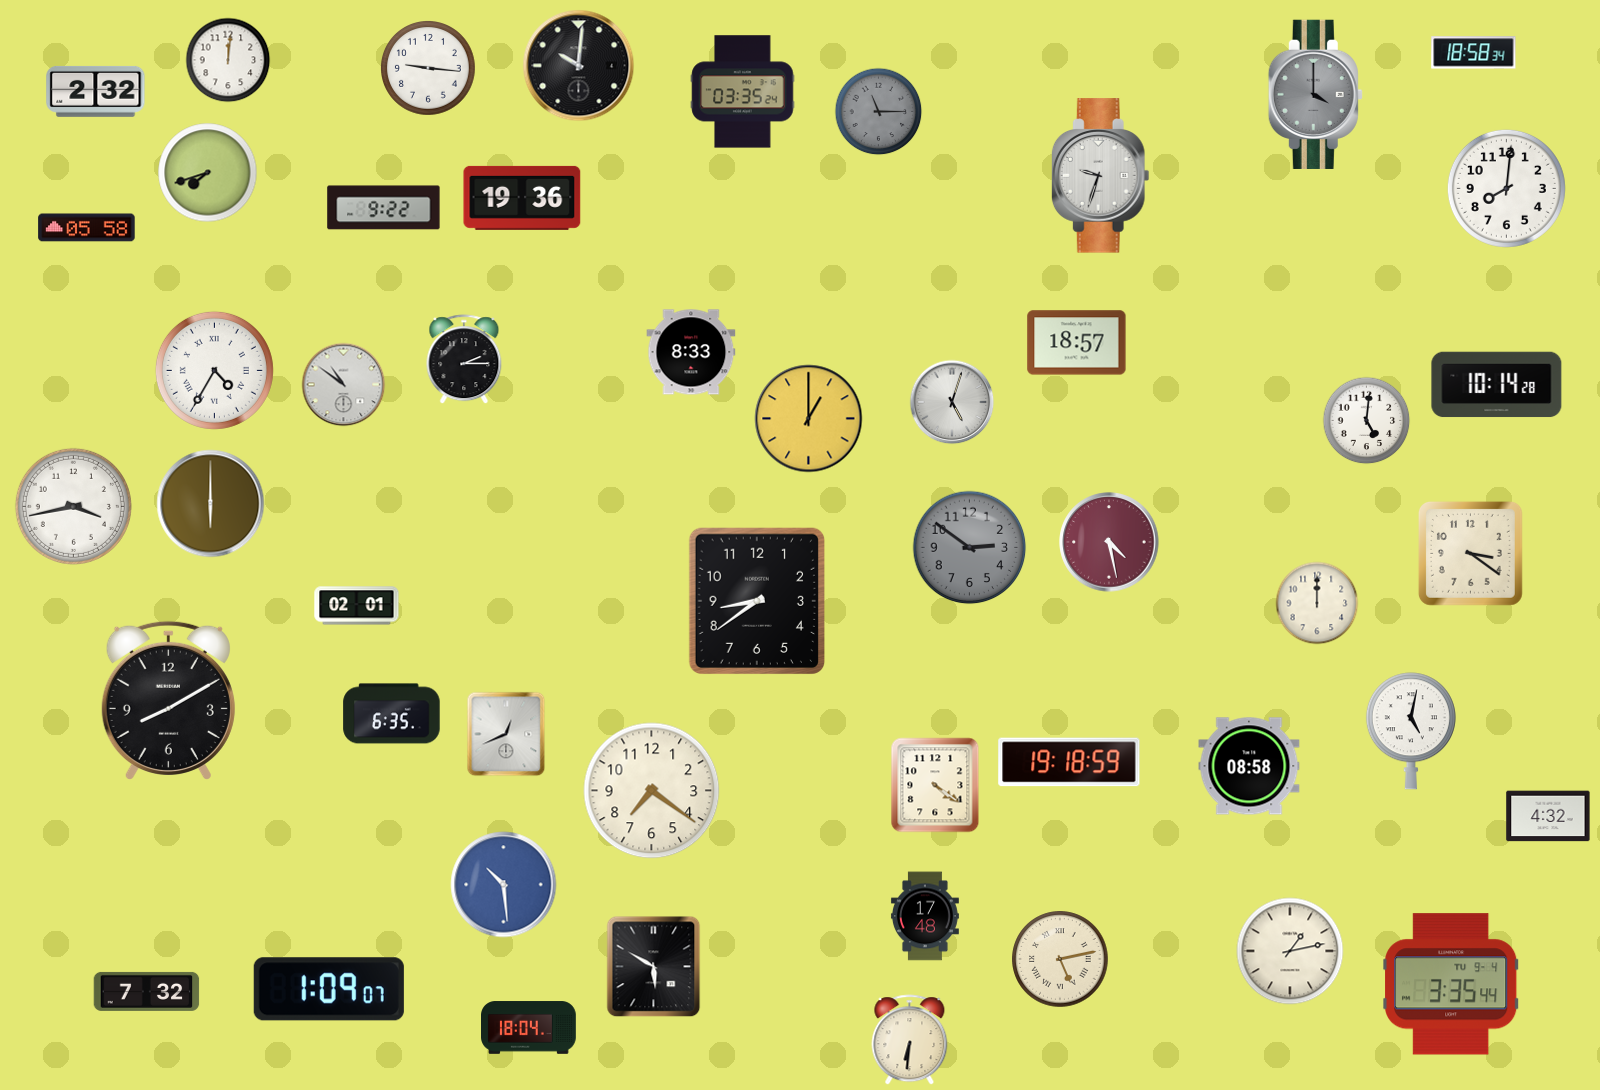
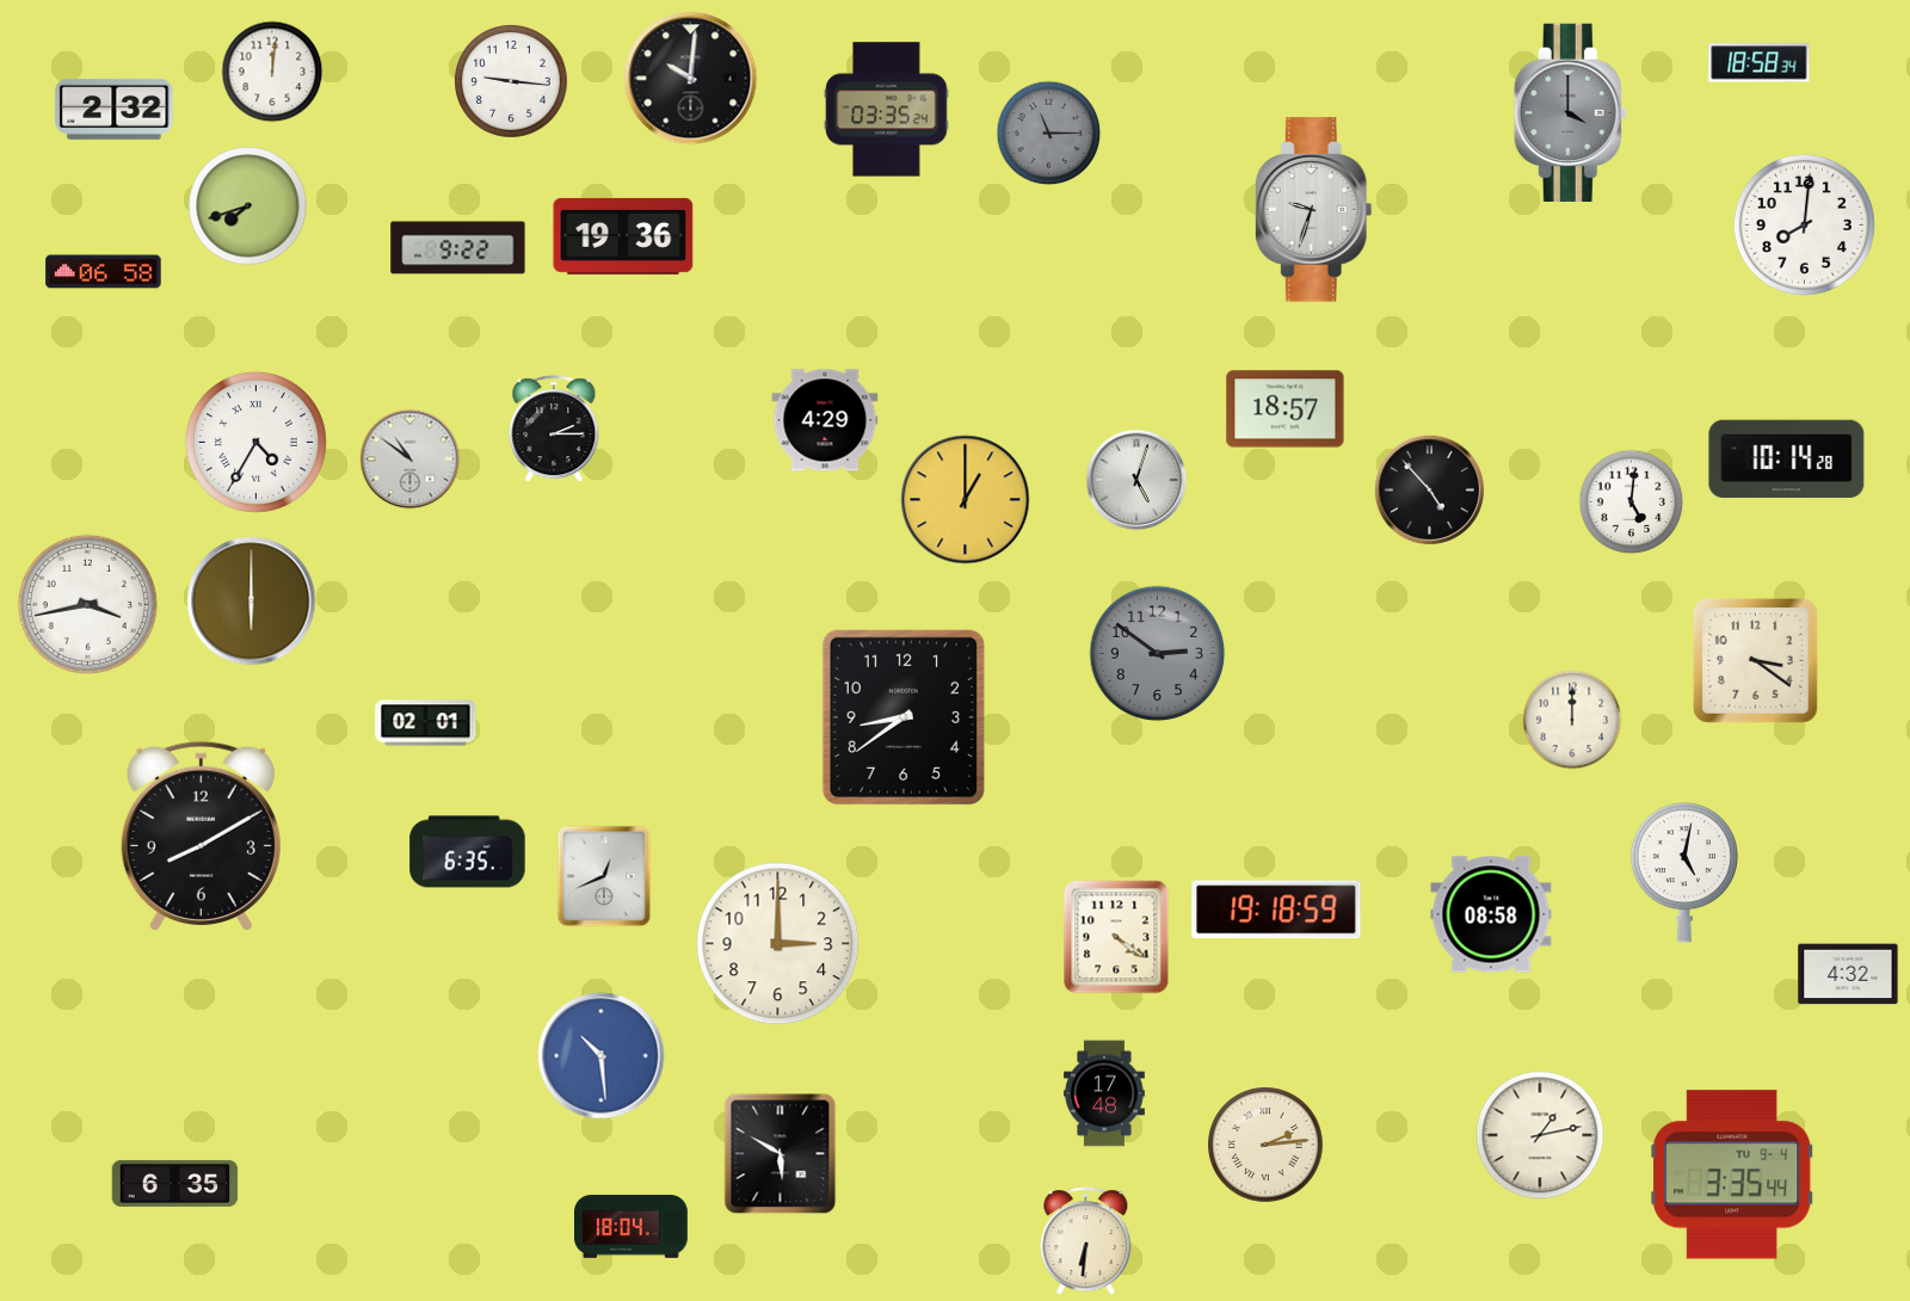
clock at (1506, 188) position: (1506, 188) -> (1804, 224)
clock at (87, 228): 05:58 -> 06:58
clock at (691, 352): 8:33 -> 4:29
clock at (1429, 489): none -> 4:53
clock at (1109, 542): 4:28 -> none
clock at (652, 791): 7:21 -> 3:00
clock at (1060, 959): 5:13 -> 2:14
clock at (329, 989): 1:09 -> none
clock at (147, 991): 7:32 -> 6:35
